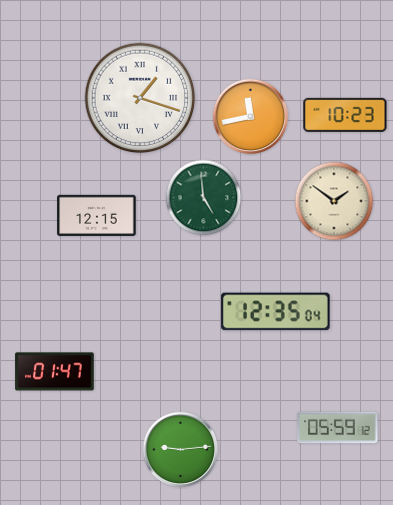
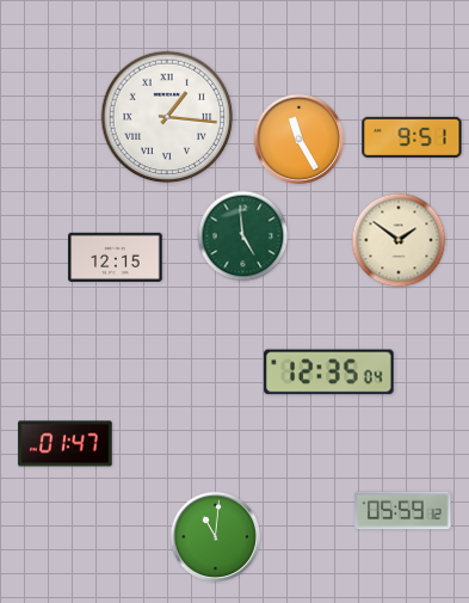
clock at (140, 98): 1:18 -> 1:16
clock at (345, 115): 10:23 -> 9:51
clock at (251, 117): 11:43 -> 11:25
clock at (181, 450): 9:14 -> 11:01
